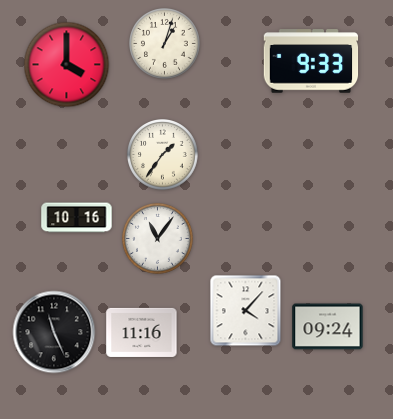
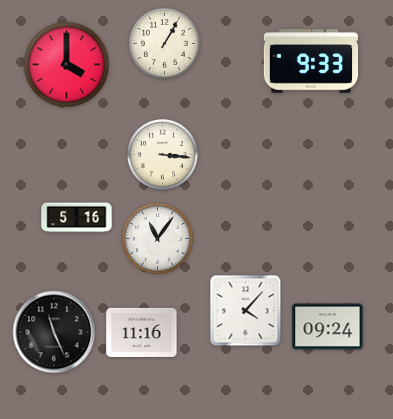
clock at (165, 44): 1:03 -> 1:05
clock at (163, 155): 1:36 -> 3:16
clock at (77, 218): 10:16 -> 5:16
